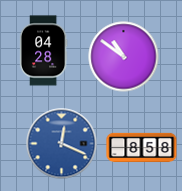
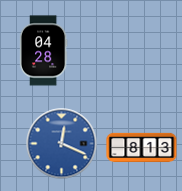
clock at (124, 57): 10:51 -> none
clock at (142, 148): 8:58 -> 8:13
